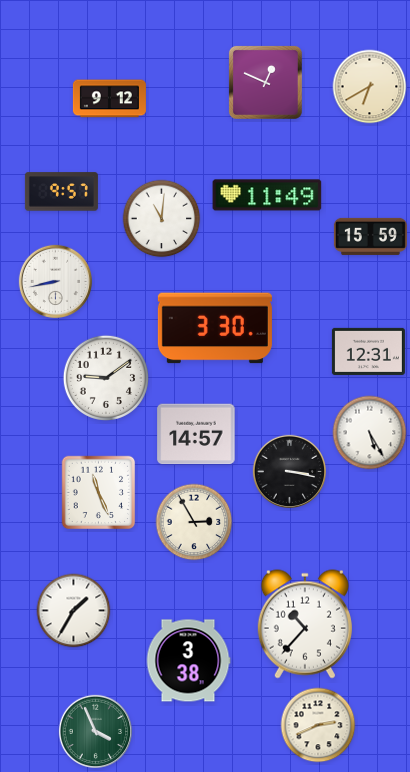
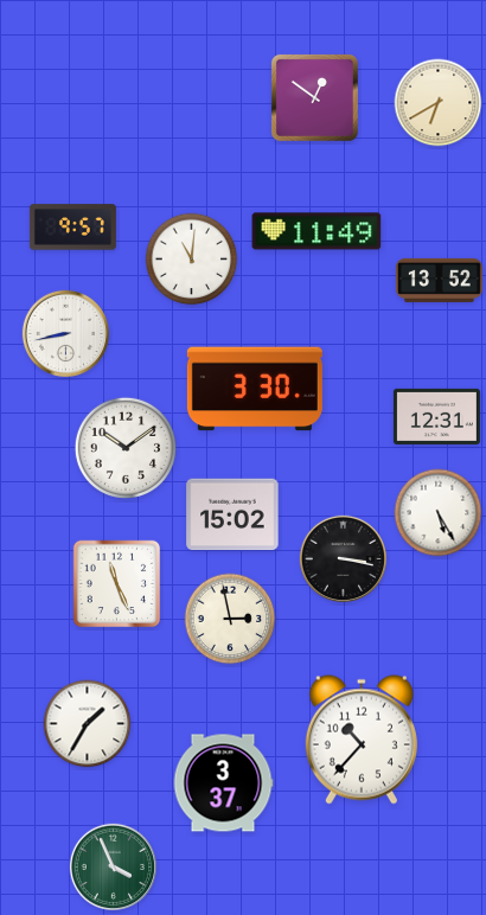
clock at (265, 82): 12:49 -> 12:51
clock at (109, 99): 9:12 -> none
clock at (370, 236): 15:59 -> 13:52
clock at (106, 378): 9:09 -> 10:09
clock at (196, 434): 14:57 -> 15:02
clock at (194, 522): 2:55 -> 2:58
clock at (188, 661): 3:38 -> 3:37
clock at (318, 725): 2:41 -> none
